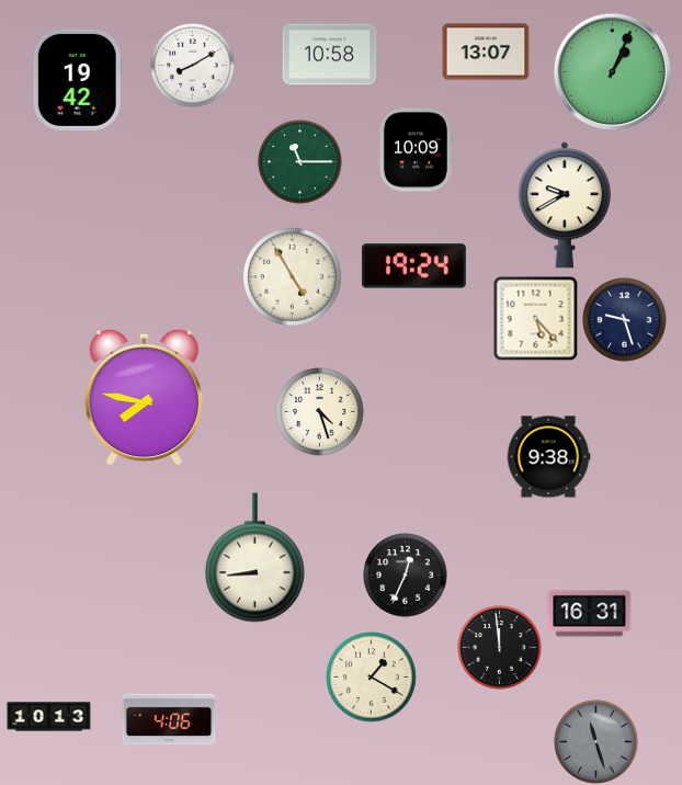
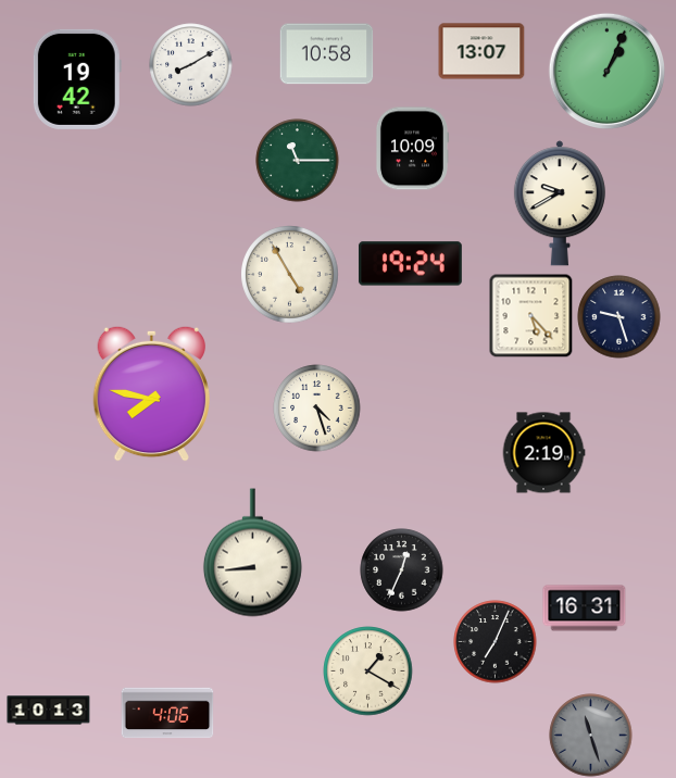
clock at (144, 397) position: (144, 397) -> (151, 393)
clock at (548, 457): 9:38 -> 2:19
clock at (500, 648): 11:59 -> 7:04
